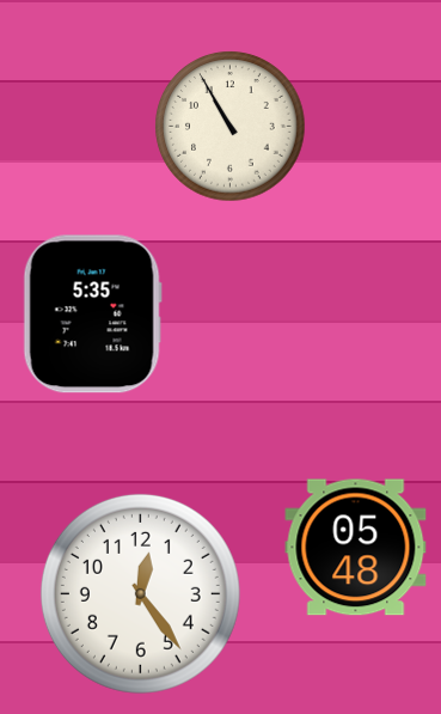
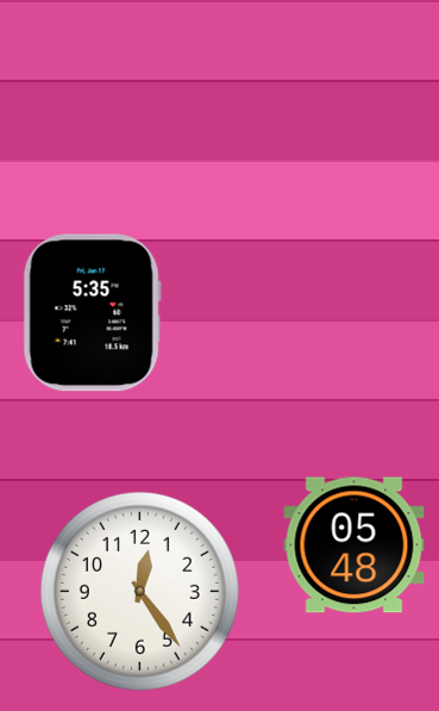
clock at (231, 127): 10:55 -> none
